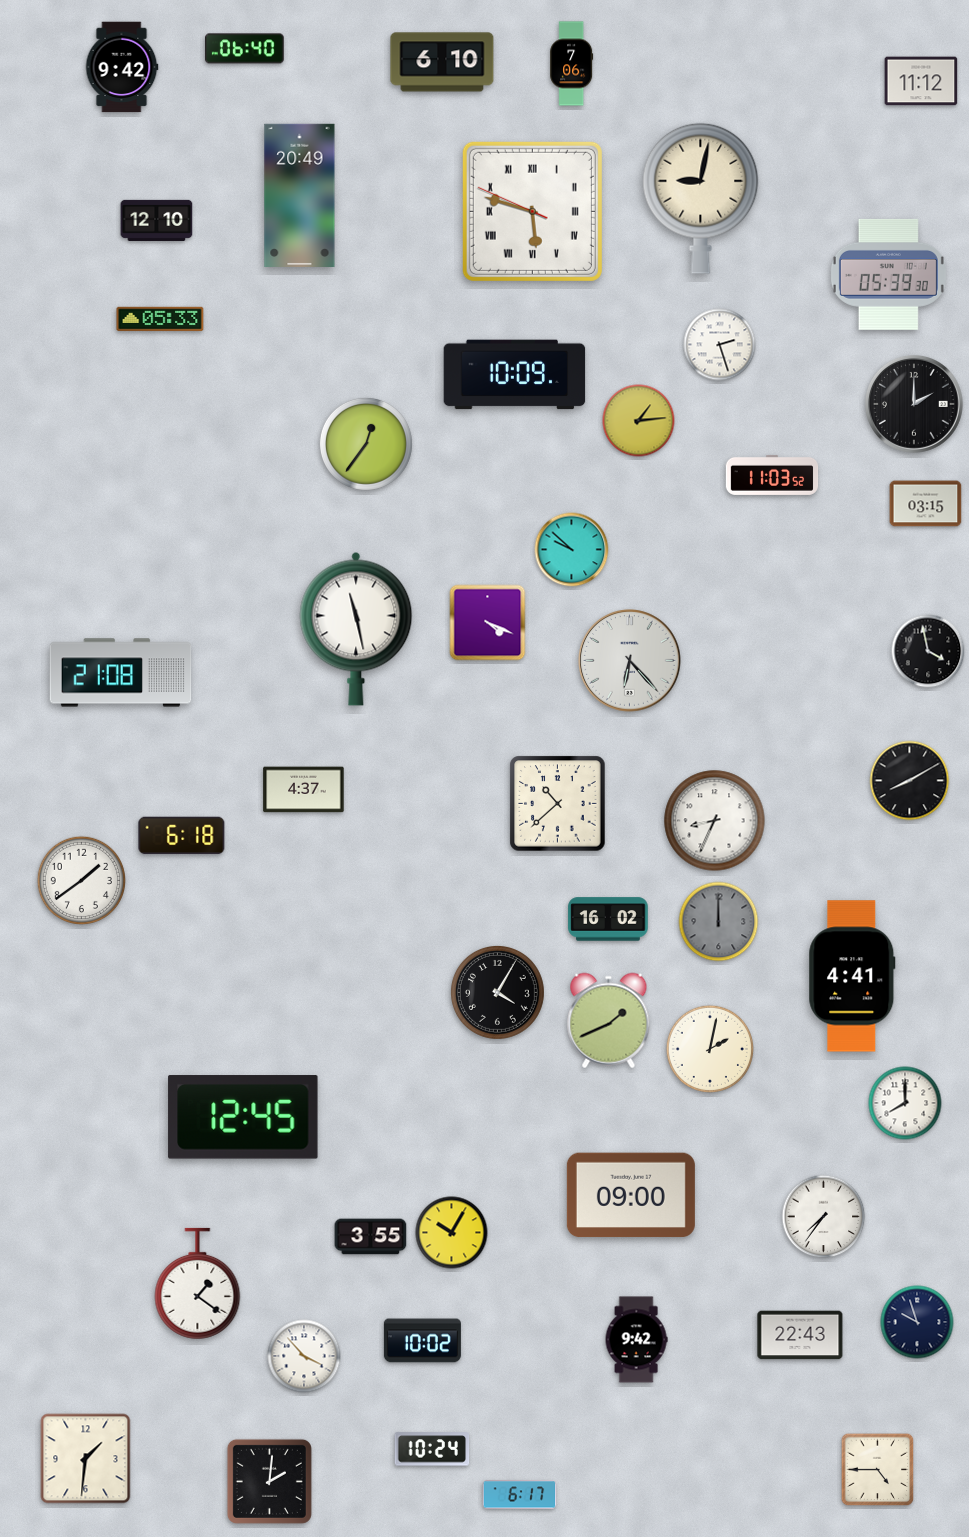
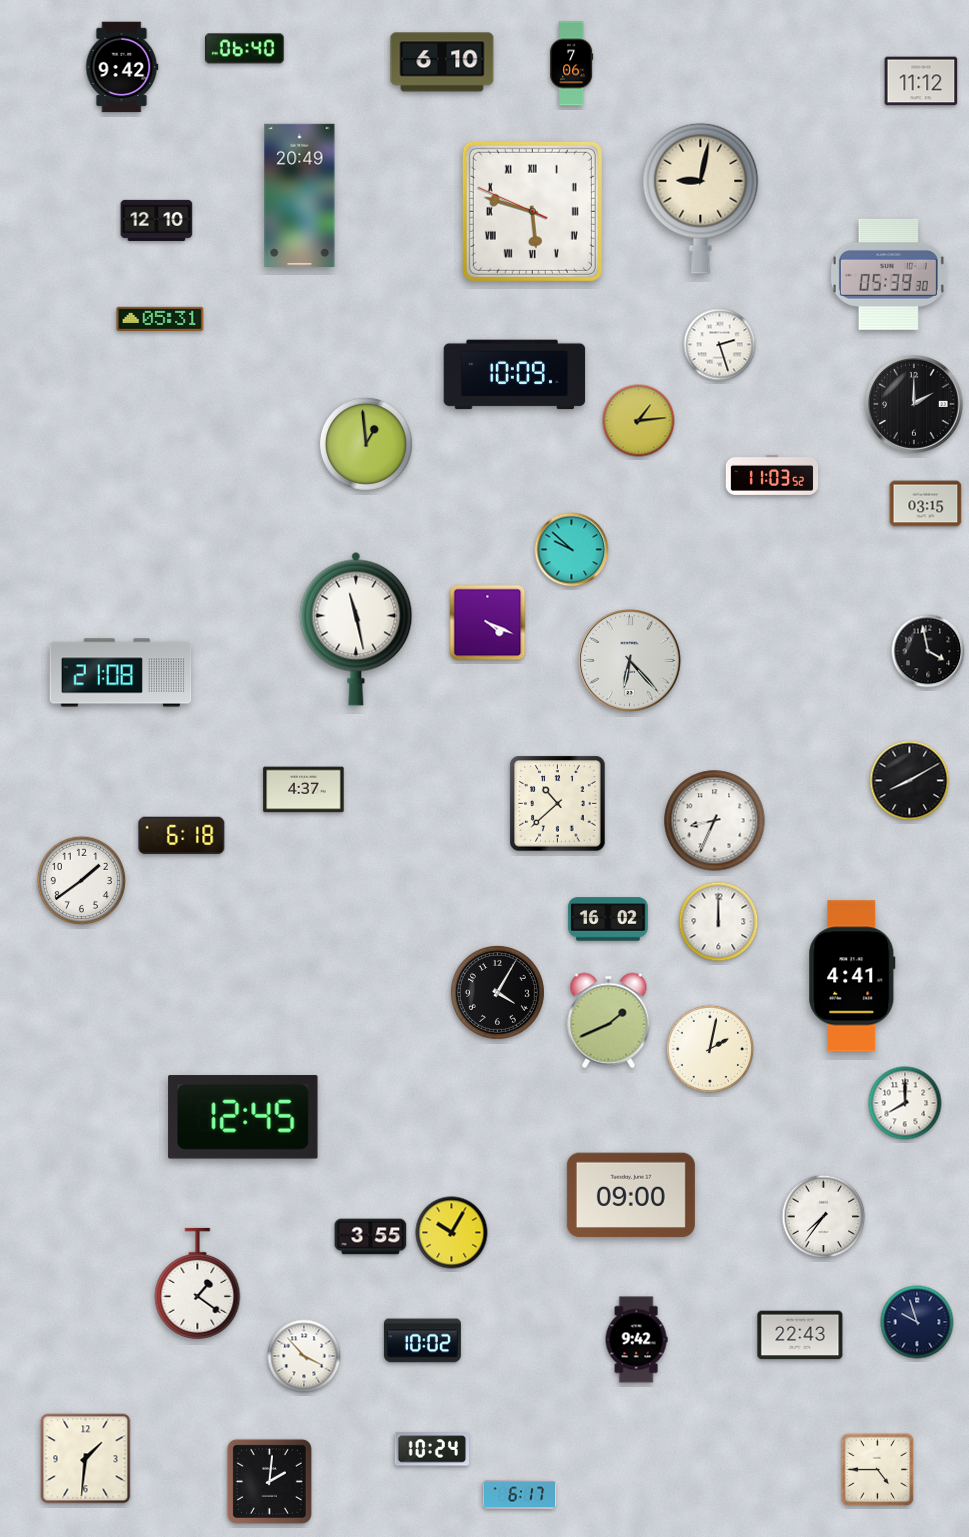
clock at (160, 319): 05:33 -> 05:31
clock at (366, 444): 12:36 -> 12:59
clock at (719, 922) dial: grey -> white
